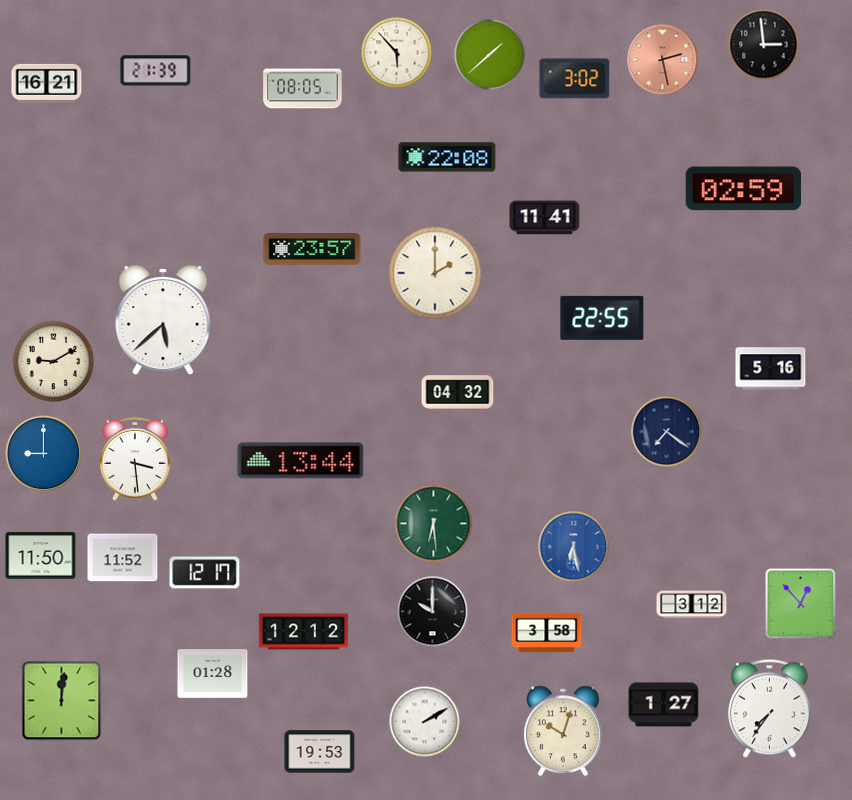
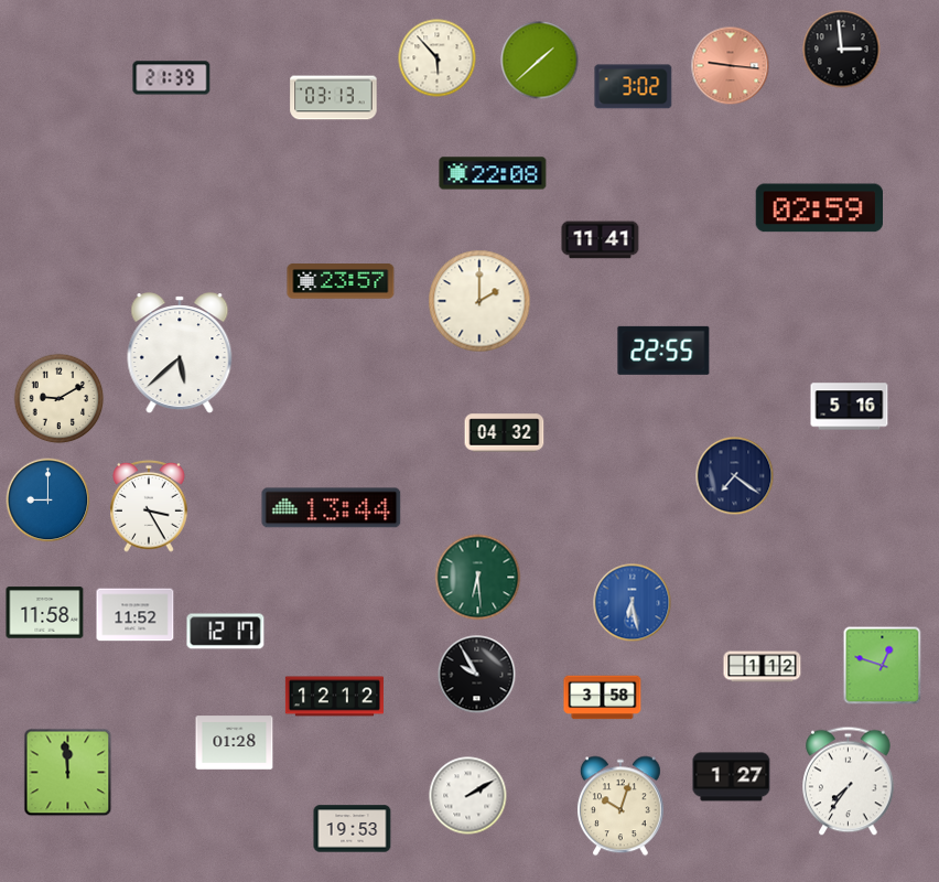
clock at (663, 60): 2:28 -> 9:16
clock at (47, 83): 16:21 -> none
clock at (303, 89): 08:05 -> 03:13
clock at (312, 249) position: (312, 249) -> (341, 281)
clock at (136, 459): 3:29 -> 3:25
clock at (41, 556): 11:50 -> 11:58
clock at (801, 604): 12:53 -> 12:48
clock at (692, 605): 3:12 -> 1:12
clock at (433, 612): 10:00 -> 9:55
clock at (62, 701): 12:01 -> 11:59
